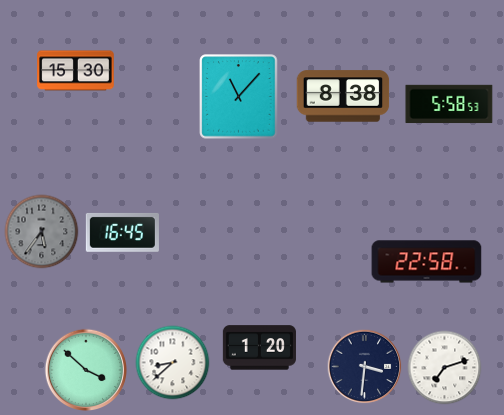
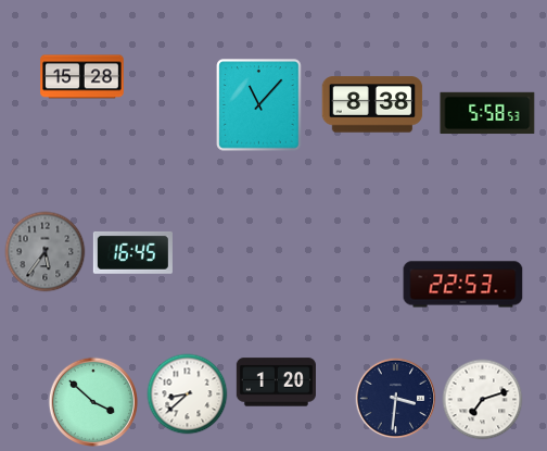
clock at (76, 71): 15:30 -> 15:28
clock at (427, 262): 22:58 -> 22:53
clock at (259, 348) position: (259, 348) -> (276, 383)
